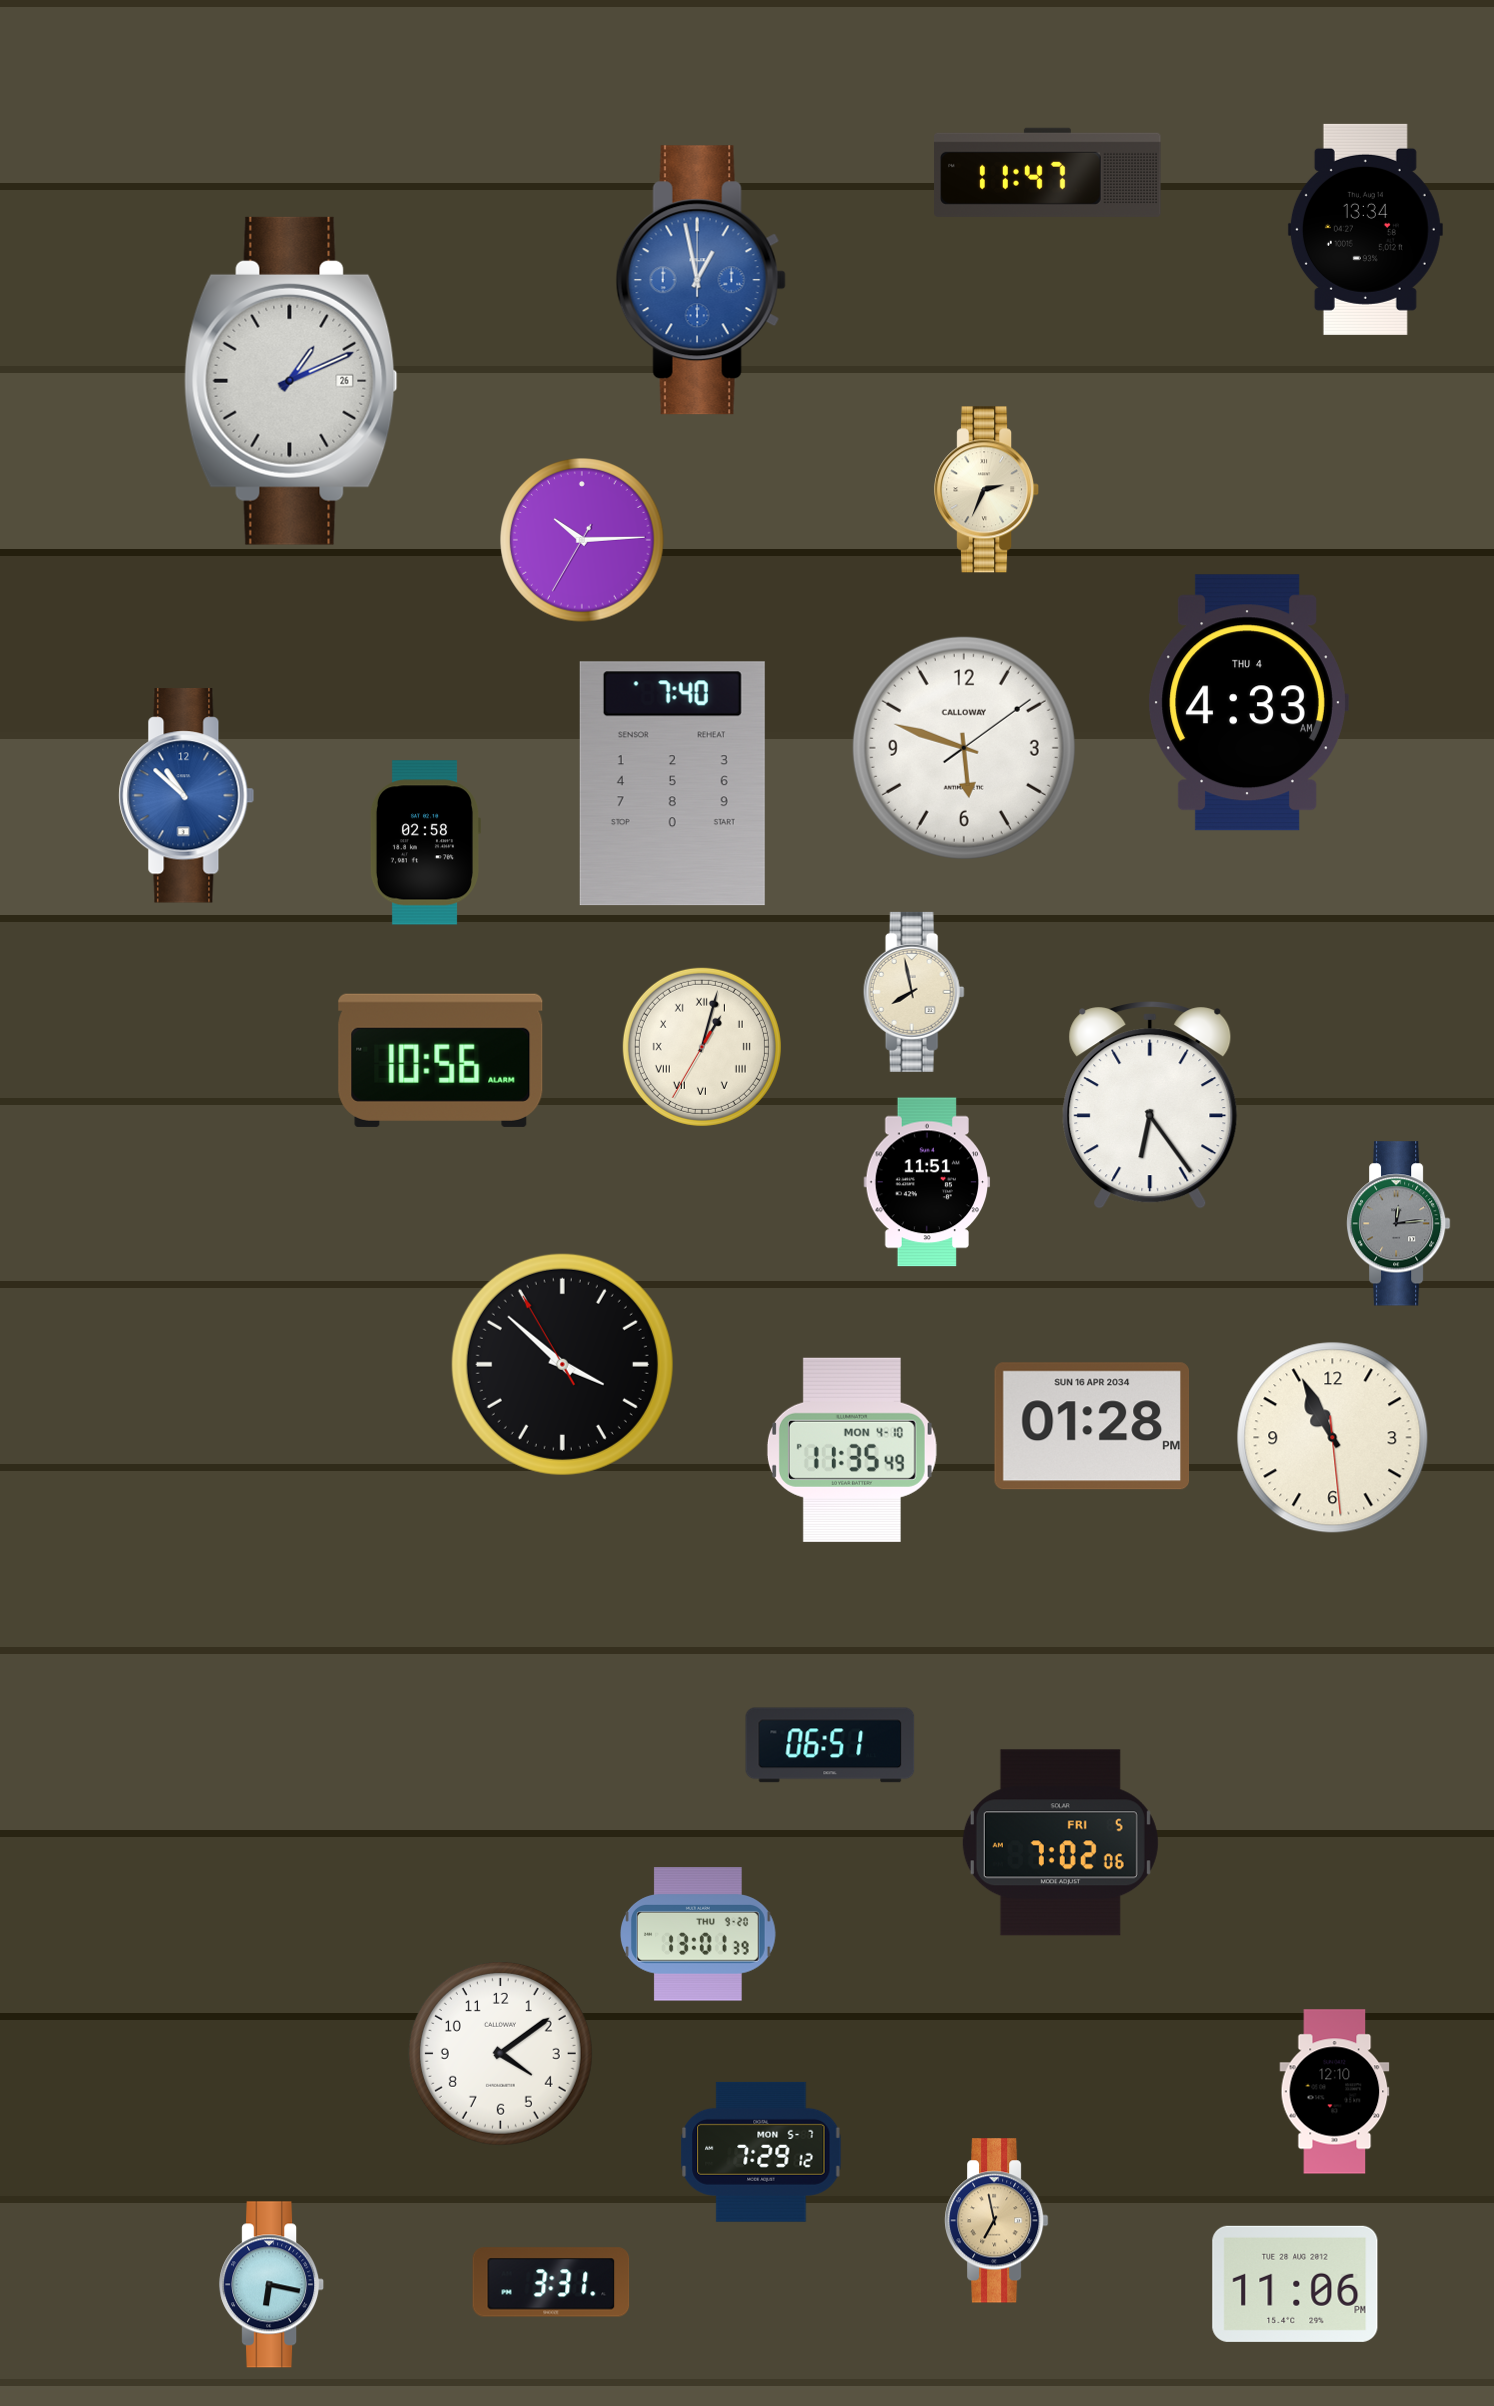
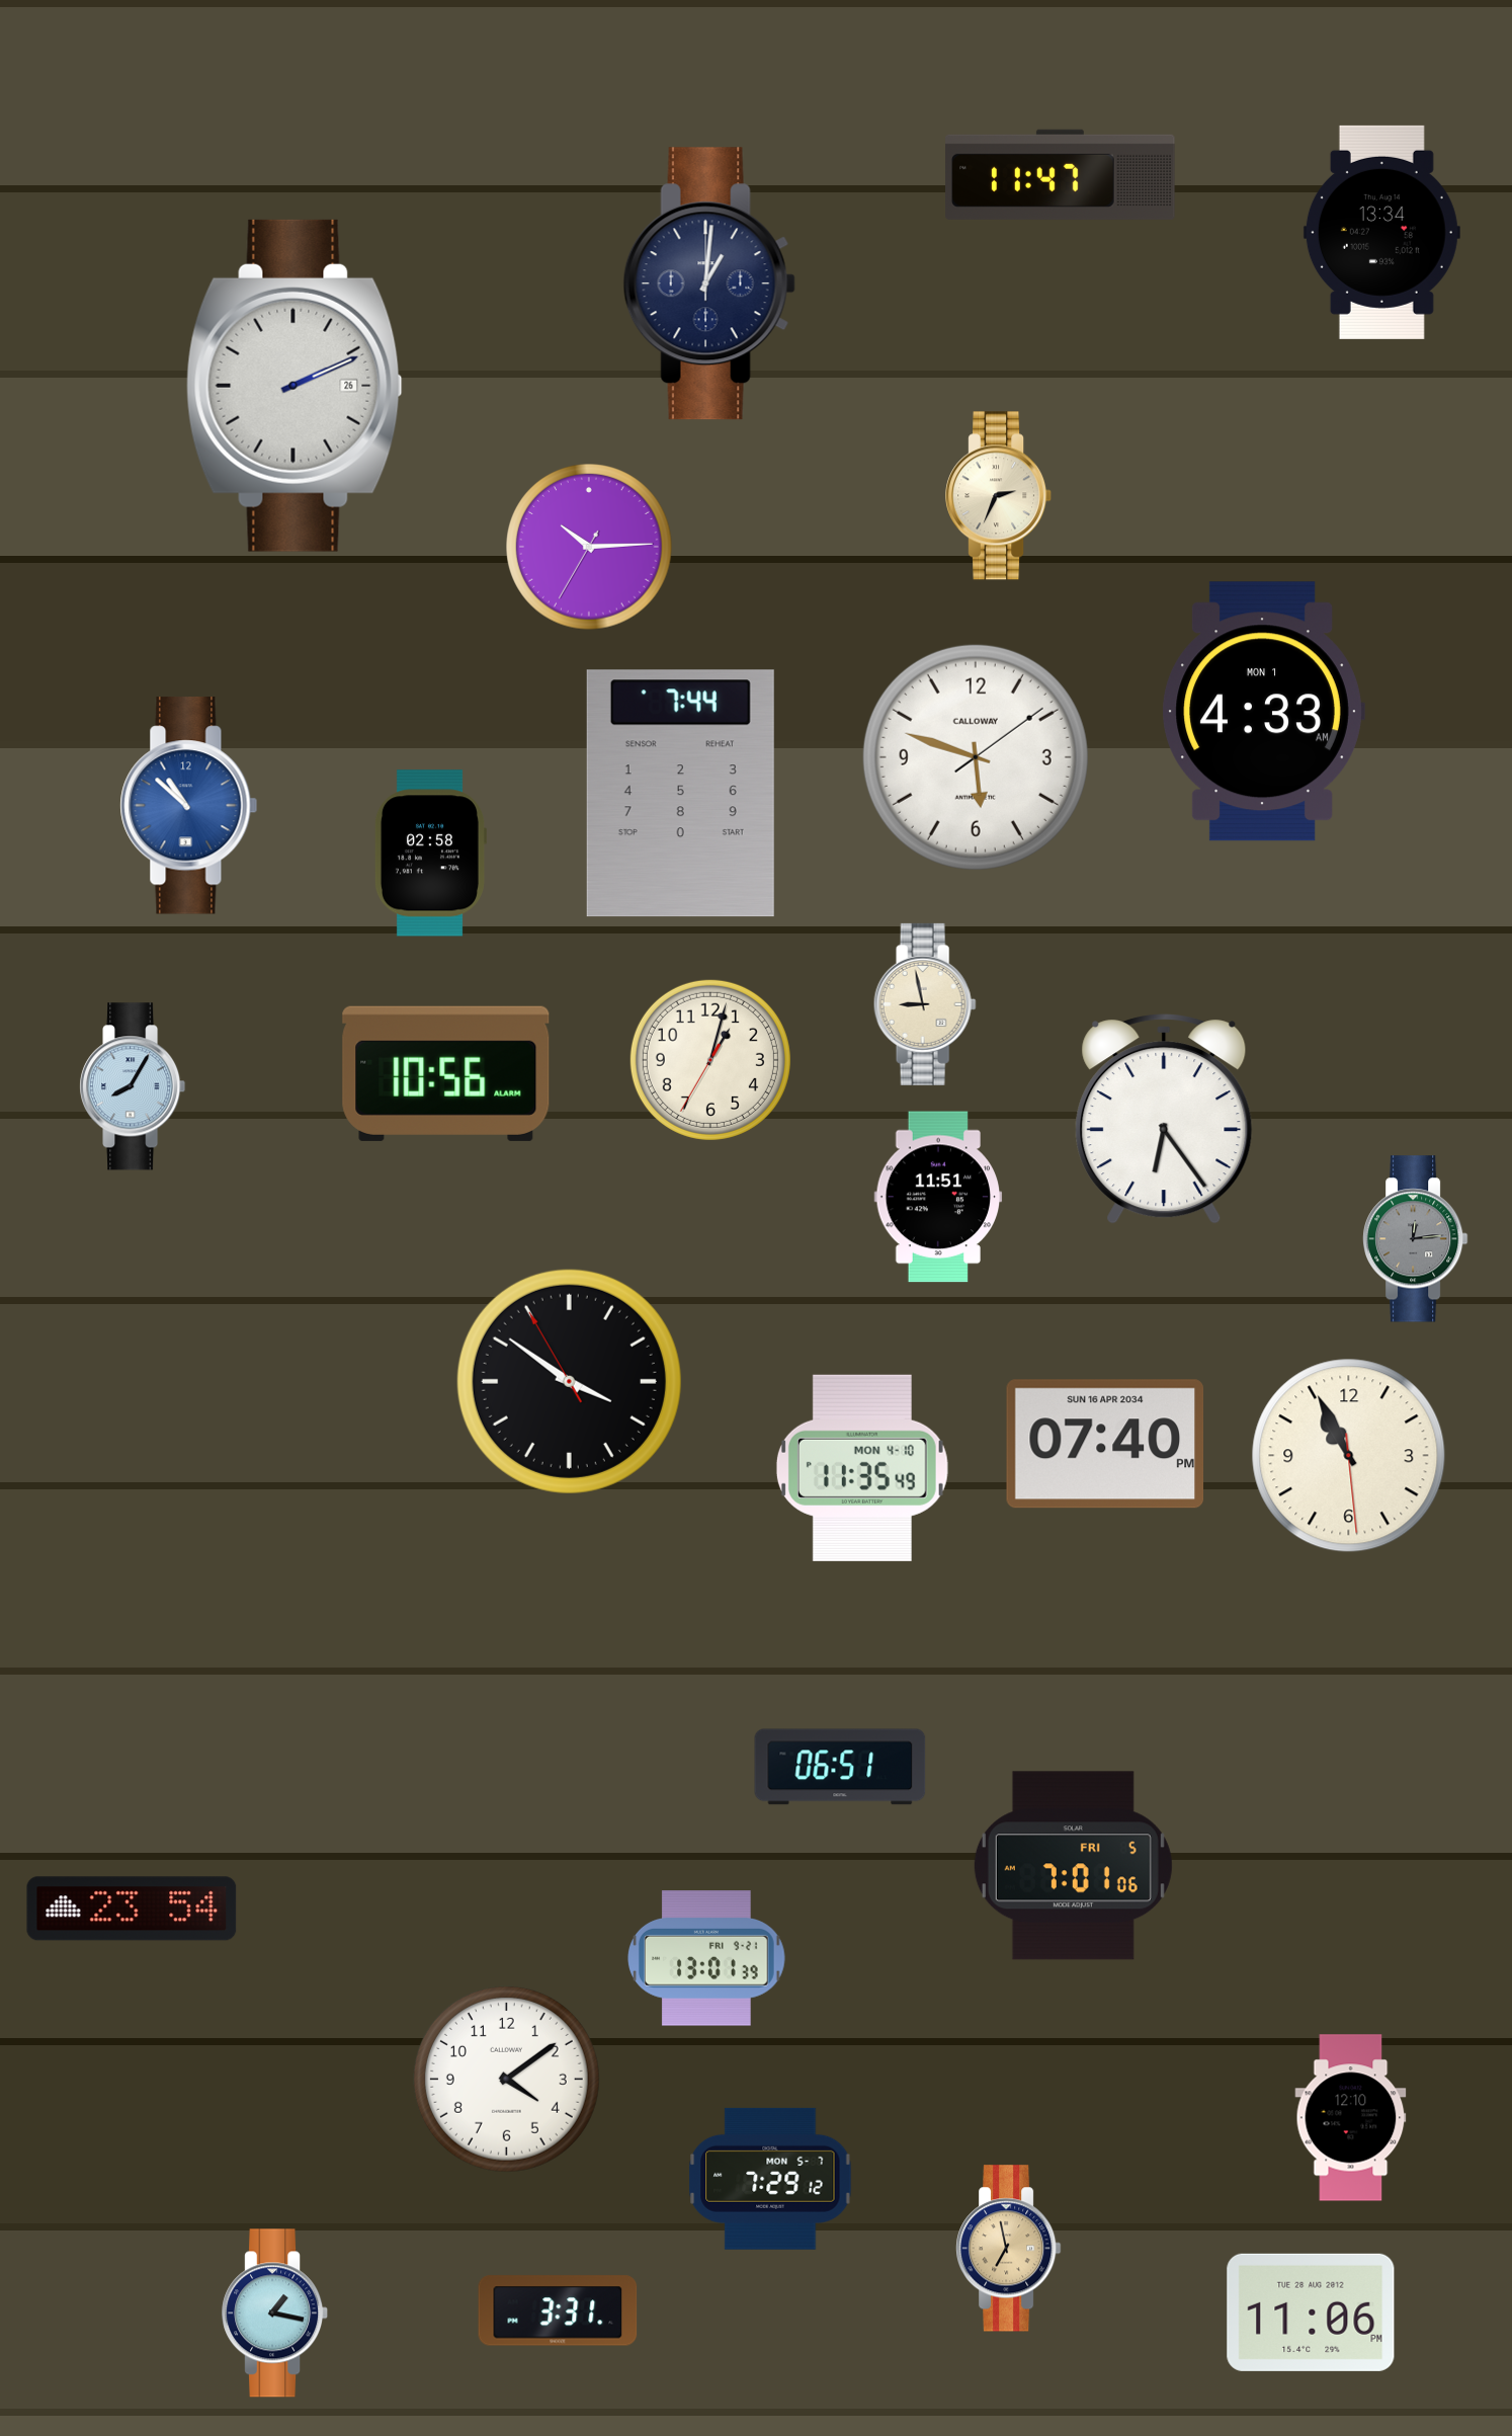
clock at (701, 280): 12:58 -> 1:01
clock at (701, 280) dial: blue -> navy
clock at (291, 381): 1:11 -> 2:11
clock at (1248, 703) date: THU 4 -> MON 1
clock at (672, 784): 7:40 -> 7:44
clock at (914, 992): 7:58 -> 8:58
clock at (702, 1047) numerals: Roman -> Arabic
clock at (133, 1086): none -> 8:05
clock at (562, 1364): 3:51 -> 3:50
clock at (1092, 1426): 01:28 -> 07:40
clock at (1060, 1843): 7:02 -> 7:01
clock at (132, 1909): none -> 23:54
clock at (699, 1934) date: THU 9-20 -> FRI 9-21
clock at (272, 2285): 6:17 -> 1:17
